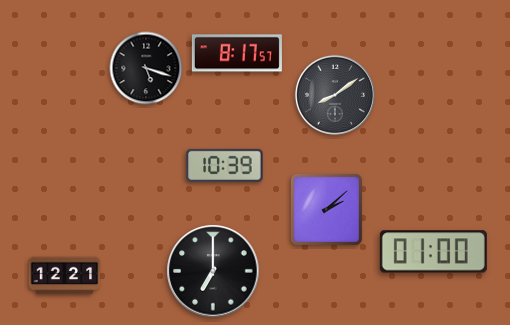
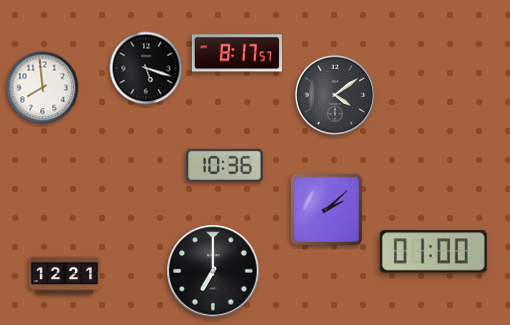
clock at (43, 88): none -> 7:59
clock at (335, 95): 8:09 -> 4:09
clock at (225, 165): 10:39 -> 10:36
